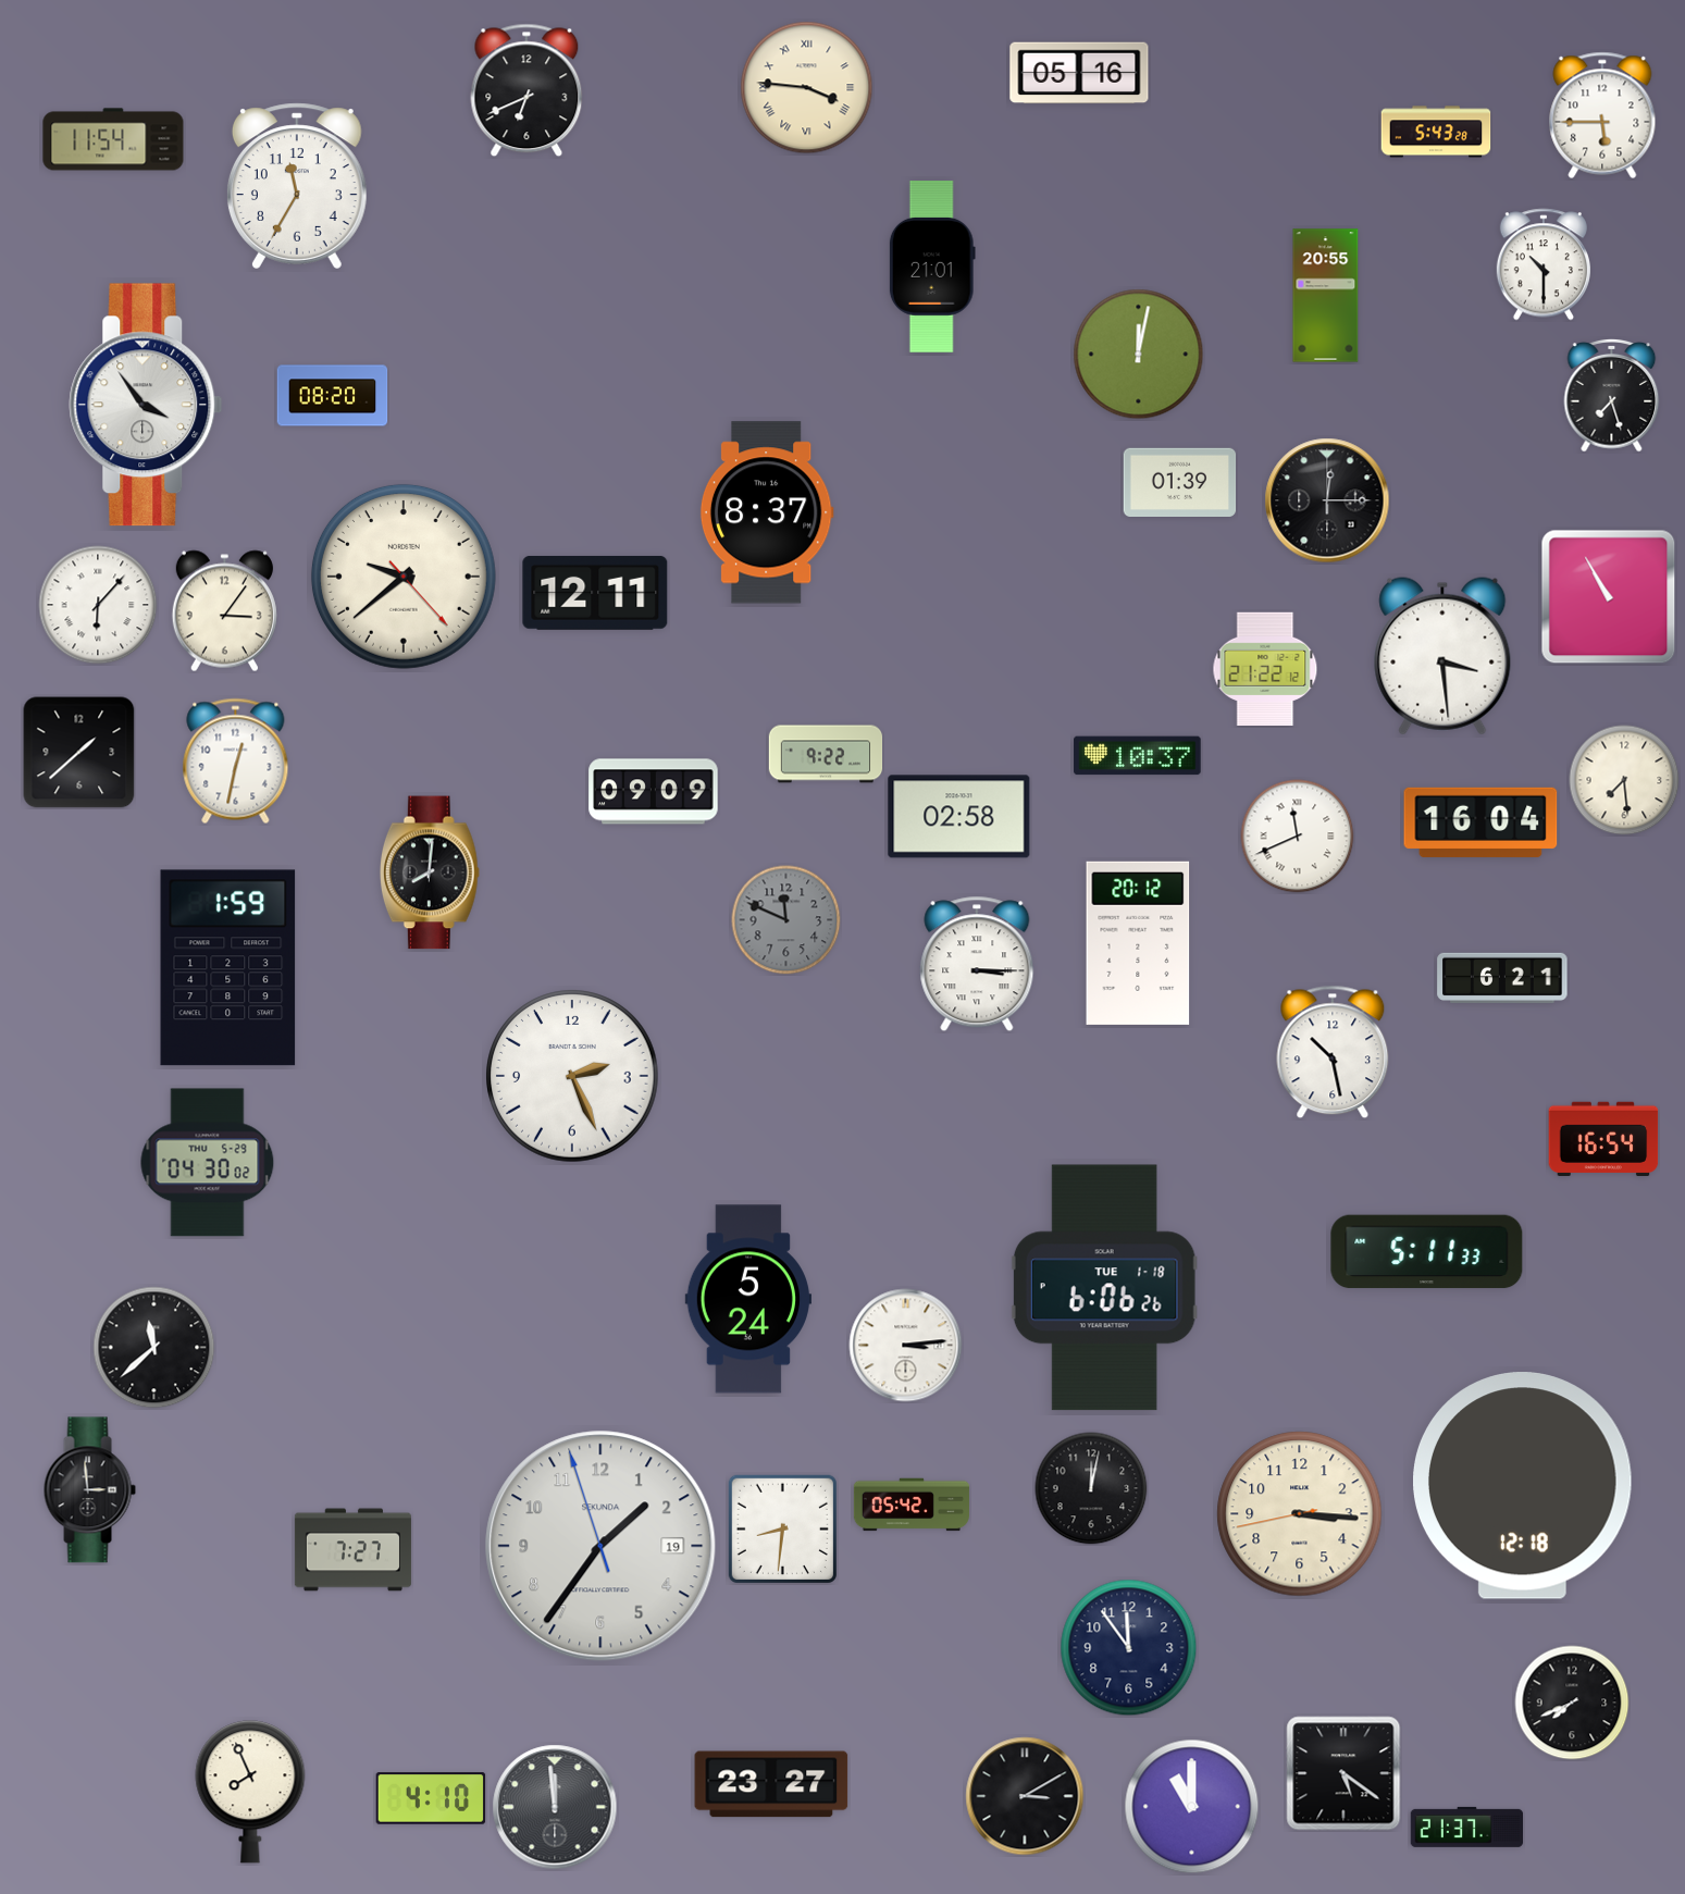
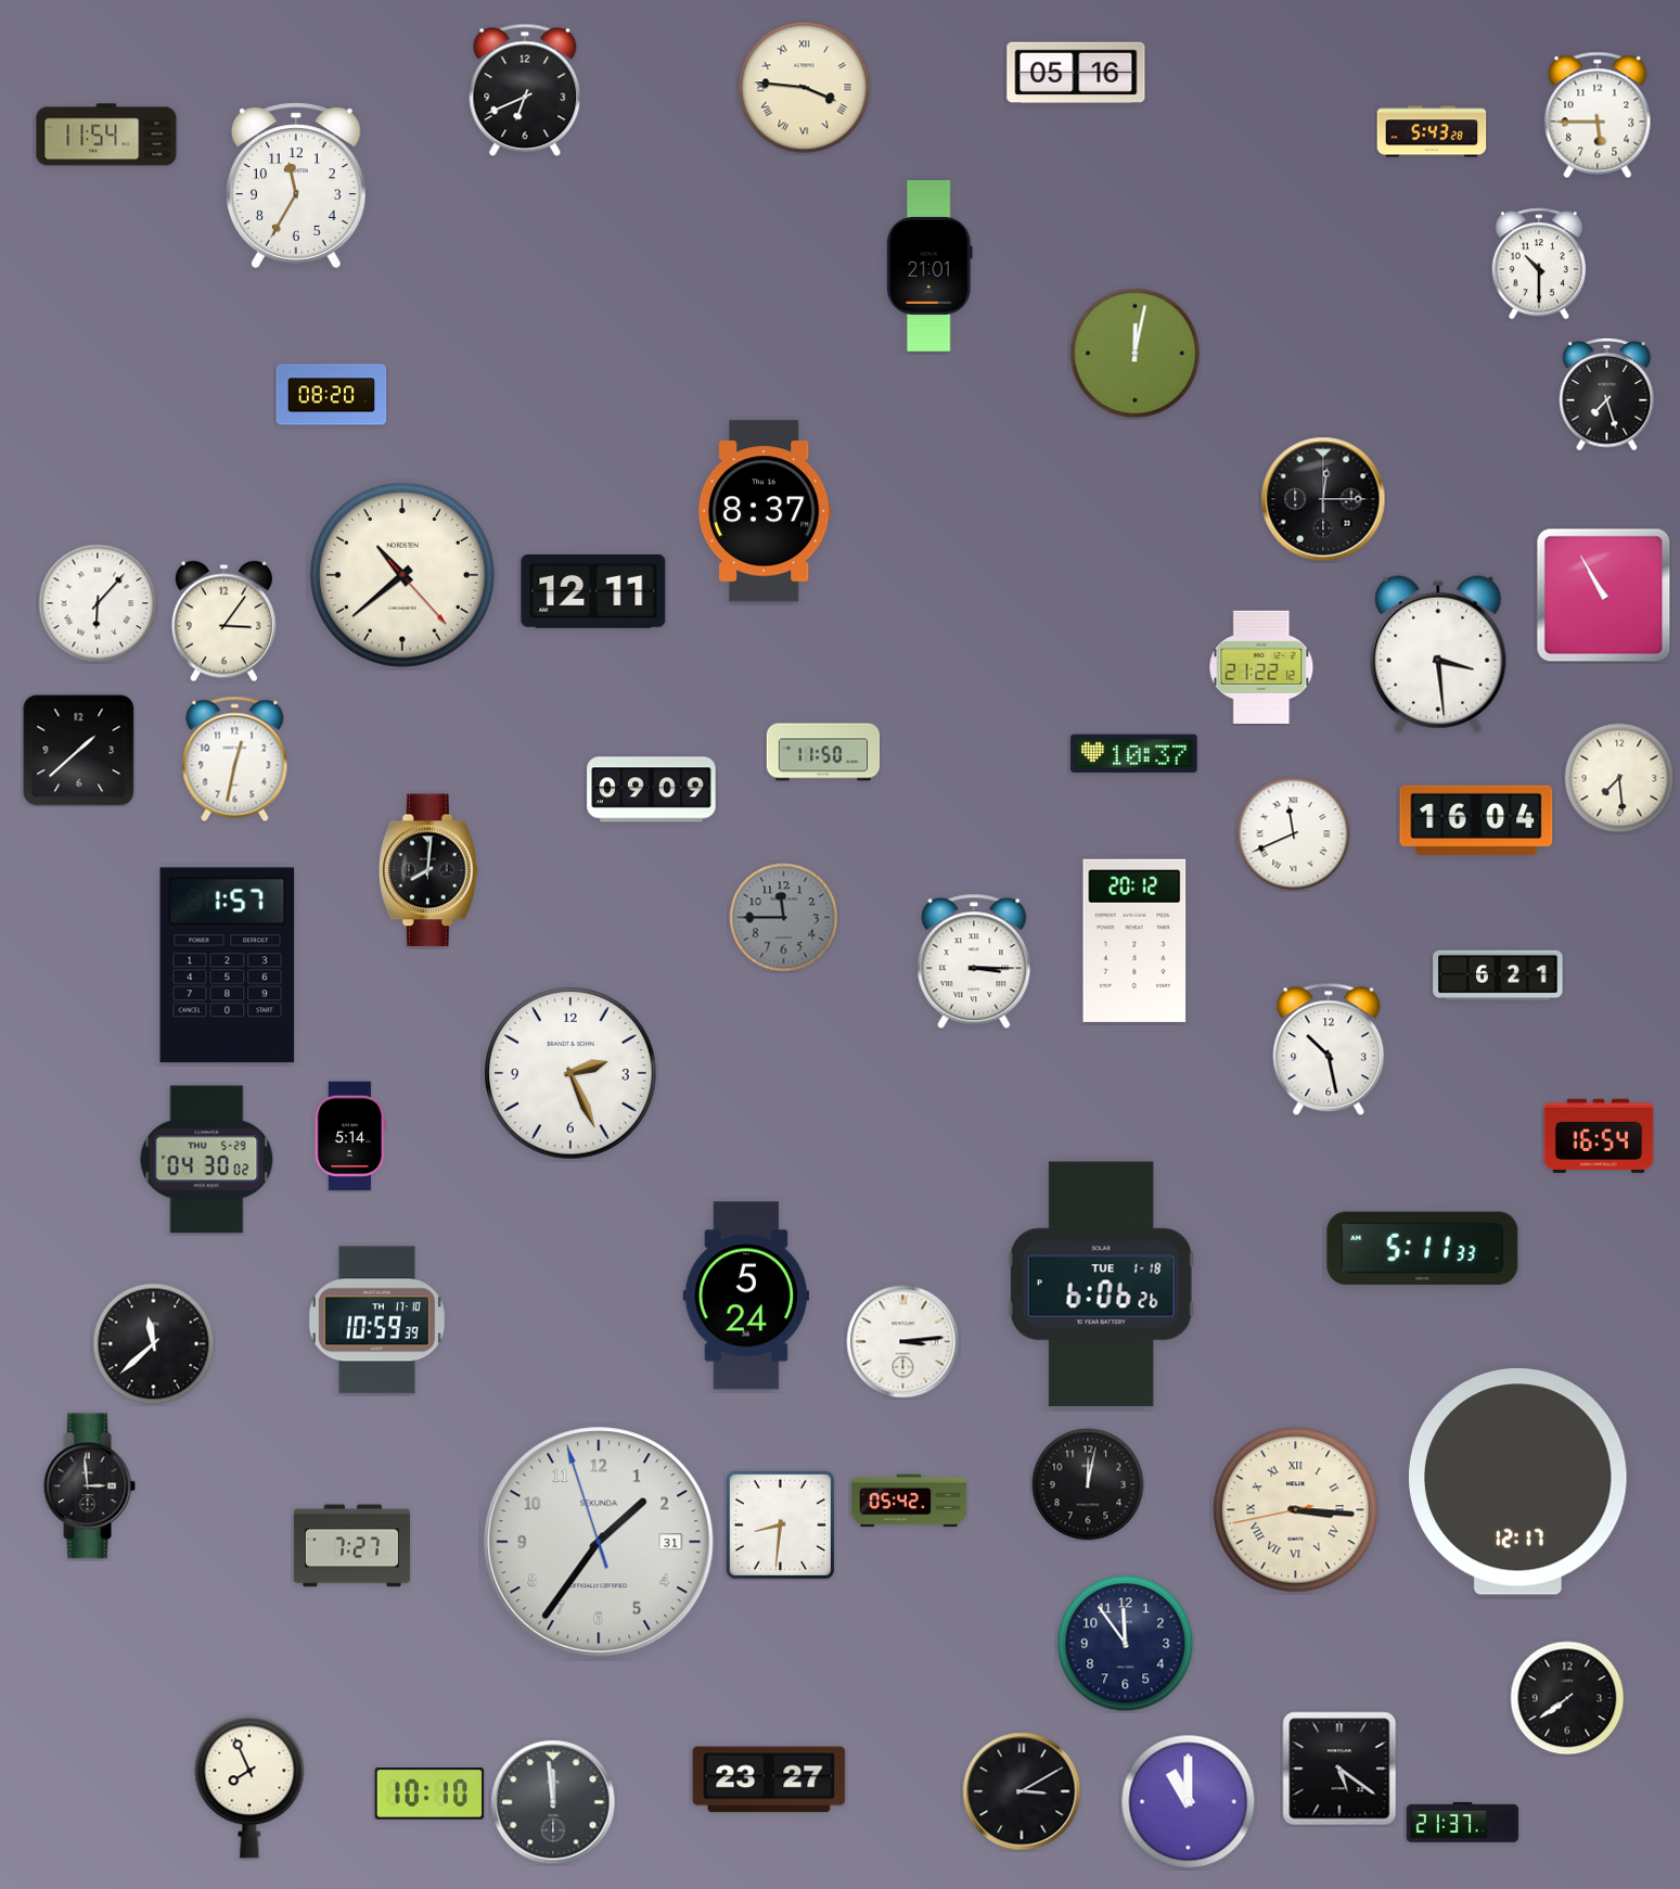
clock at (113, 139) position: (113, 139) -> (106, 135)
clock at (1326, 296): 20:55 -> none
clock at (146, 405): 3:54 -> none
clock at (1180, 482): 01:39 -> none
clock at (404, 577): 9:38 -> 10:38
clock at (224, 611) position: (224, 611) -> (223, 622)
clock at (826, 754): 9:22 -> 11:50
clock at (959, 817): 02:58 -> none
clock at (786, 920): 11:49 -> 11:45
clock at (228, 968): 1:59 -> 1:57
clock at (350, 1136): none -> 5:14
clock at (376, 1320): none -> 10:59
clock at (1523, 1486): 12:18 -> 12:17
clock at (1300, 1514) numerals: Arabic -> Roman
clock at (600, 1546) date: 19 -> 31
clock at (1572, 1703): 7:41 -> 7:39
clock at (431, 1798): 4:10 -> 10:10
